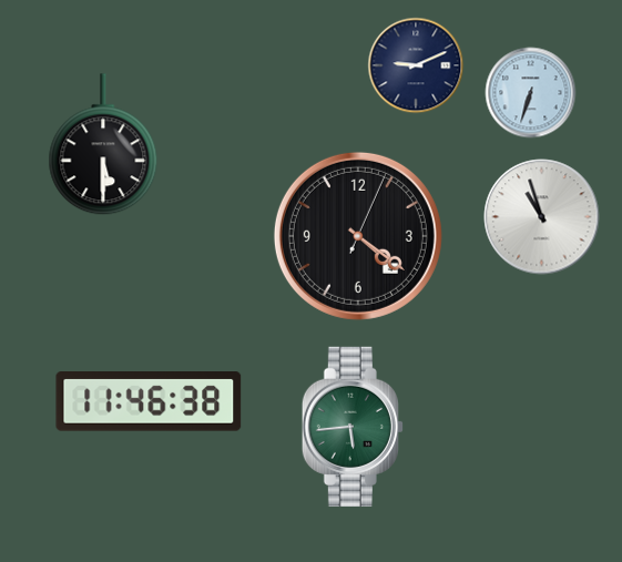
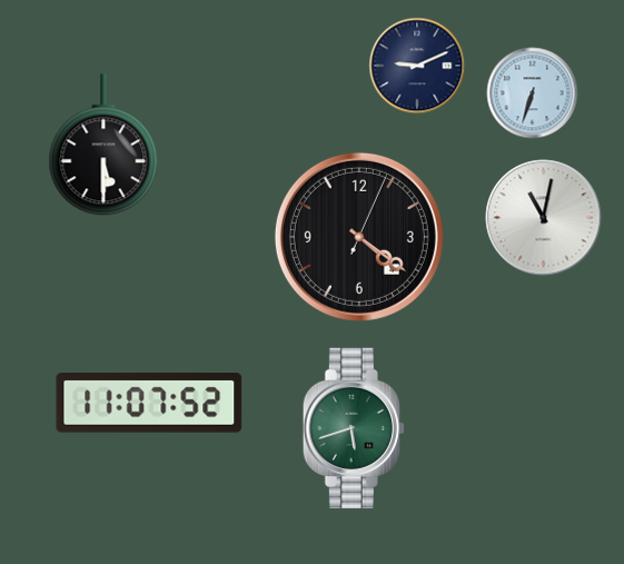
clock at (542, 217): 10:57 -> 11:02
clock at (149, 402): 11:46 -> 11:07
clock at (353, 427): 5:44 -> 5:42
